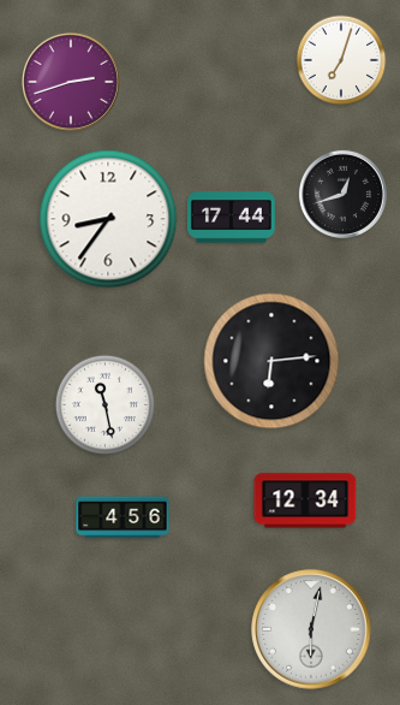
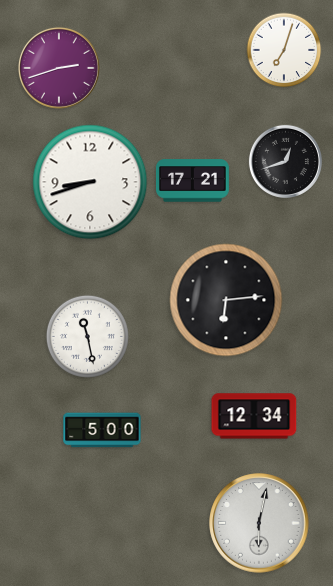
clock at (231, 218): 17:44 -> 17:21
clock at (108, 219): 8:36 -> 8:42
clock at (123, 517): 4:56 -> 5:00
